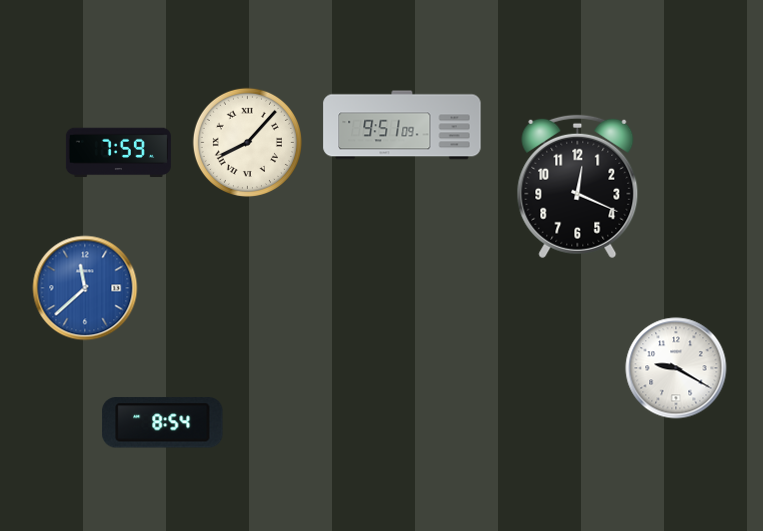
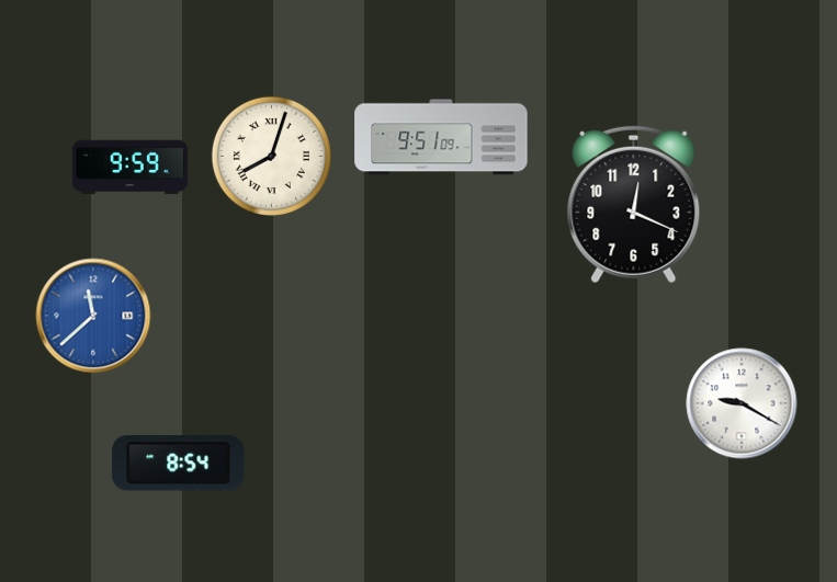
clock at (247, 142): 8:07 -> 8:03
clock at (118, 153): 7:59 -> 9:59
